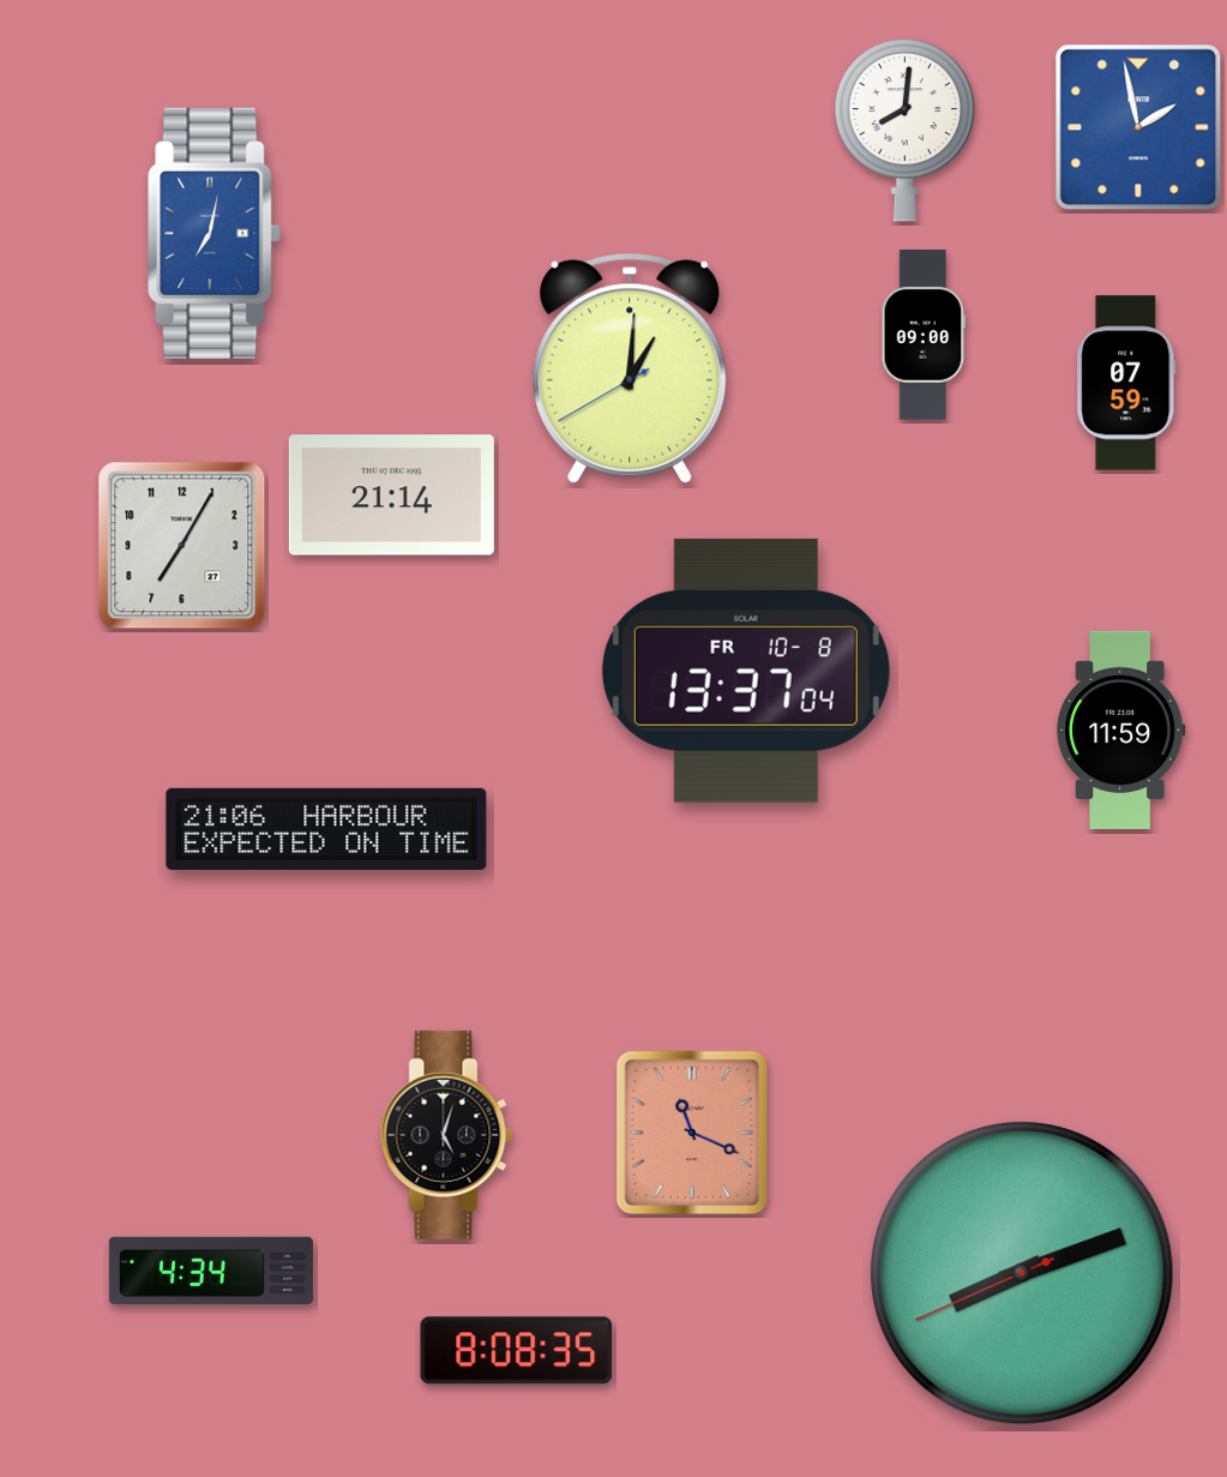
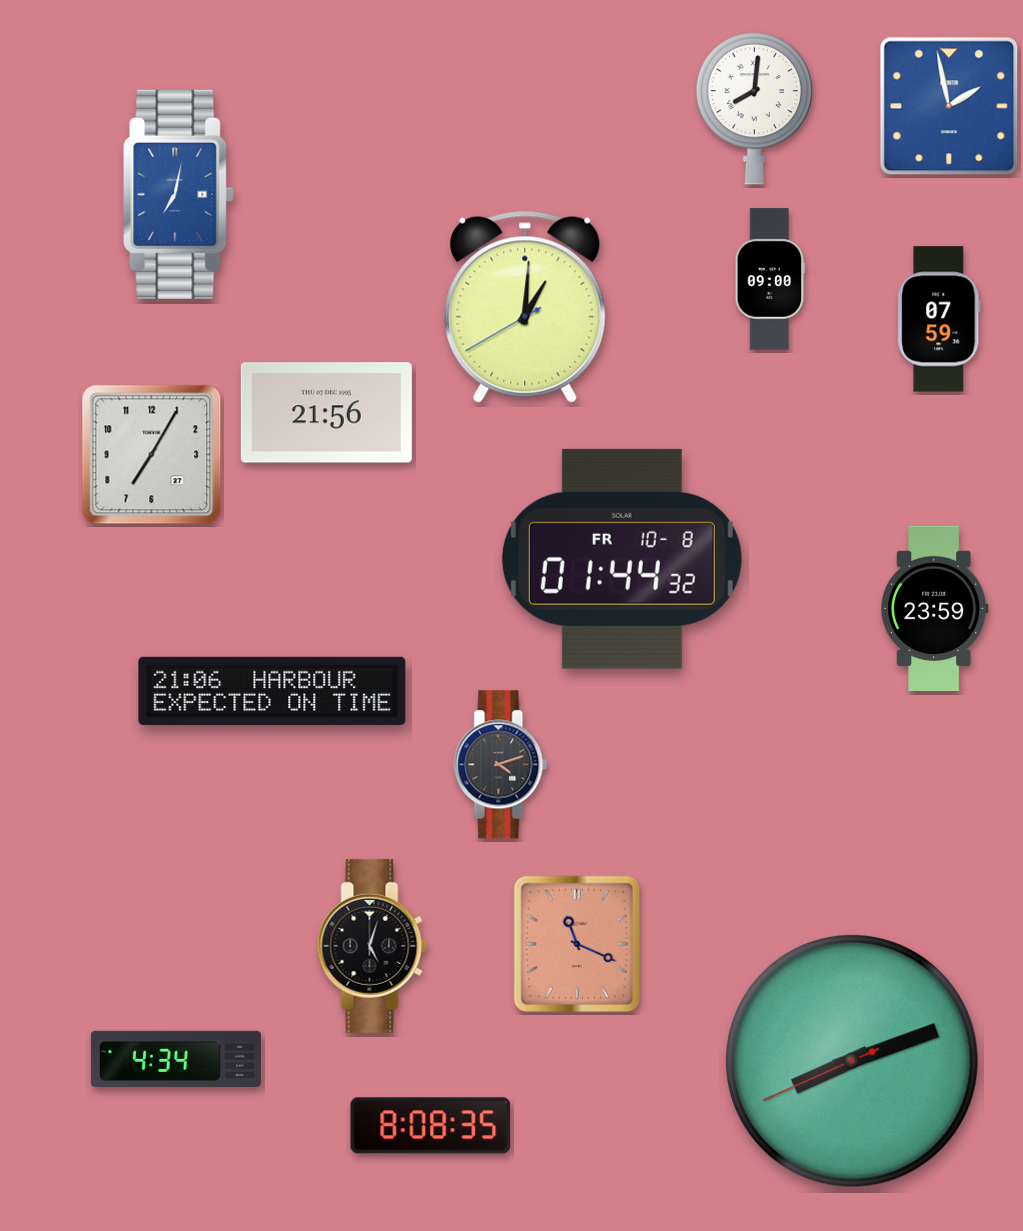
clock at (391, 496): 21:14 -> 21:56
clock at (746, 671): 13:37 -> 01:44
clock at (1121, 731): 11:59 -> 23:59
clock at (501, 765): none -> 4:12
